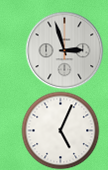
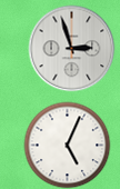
clock at (64, 50) position: (64, 50) -> (71, 48)
